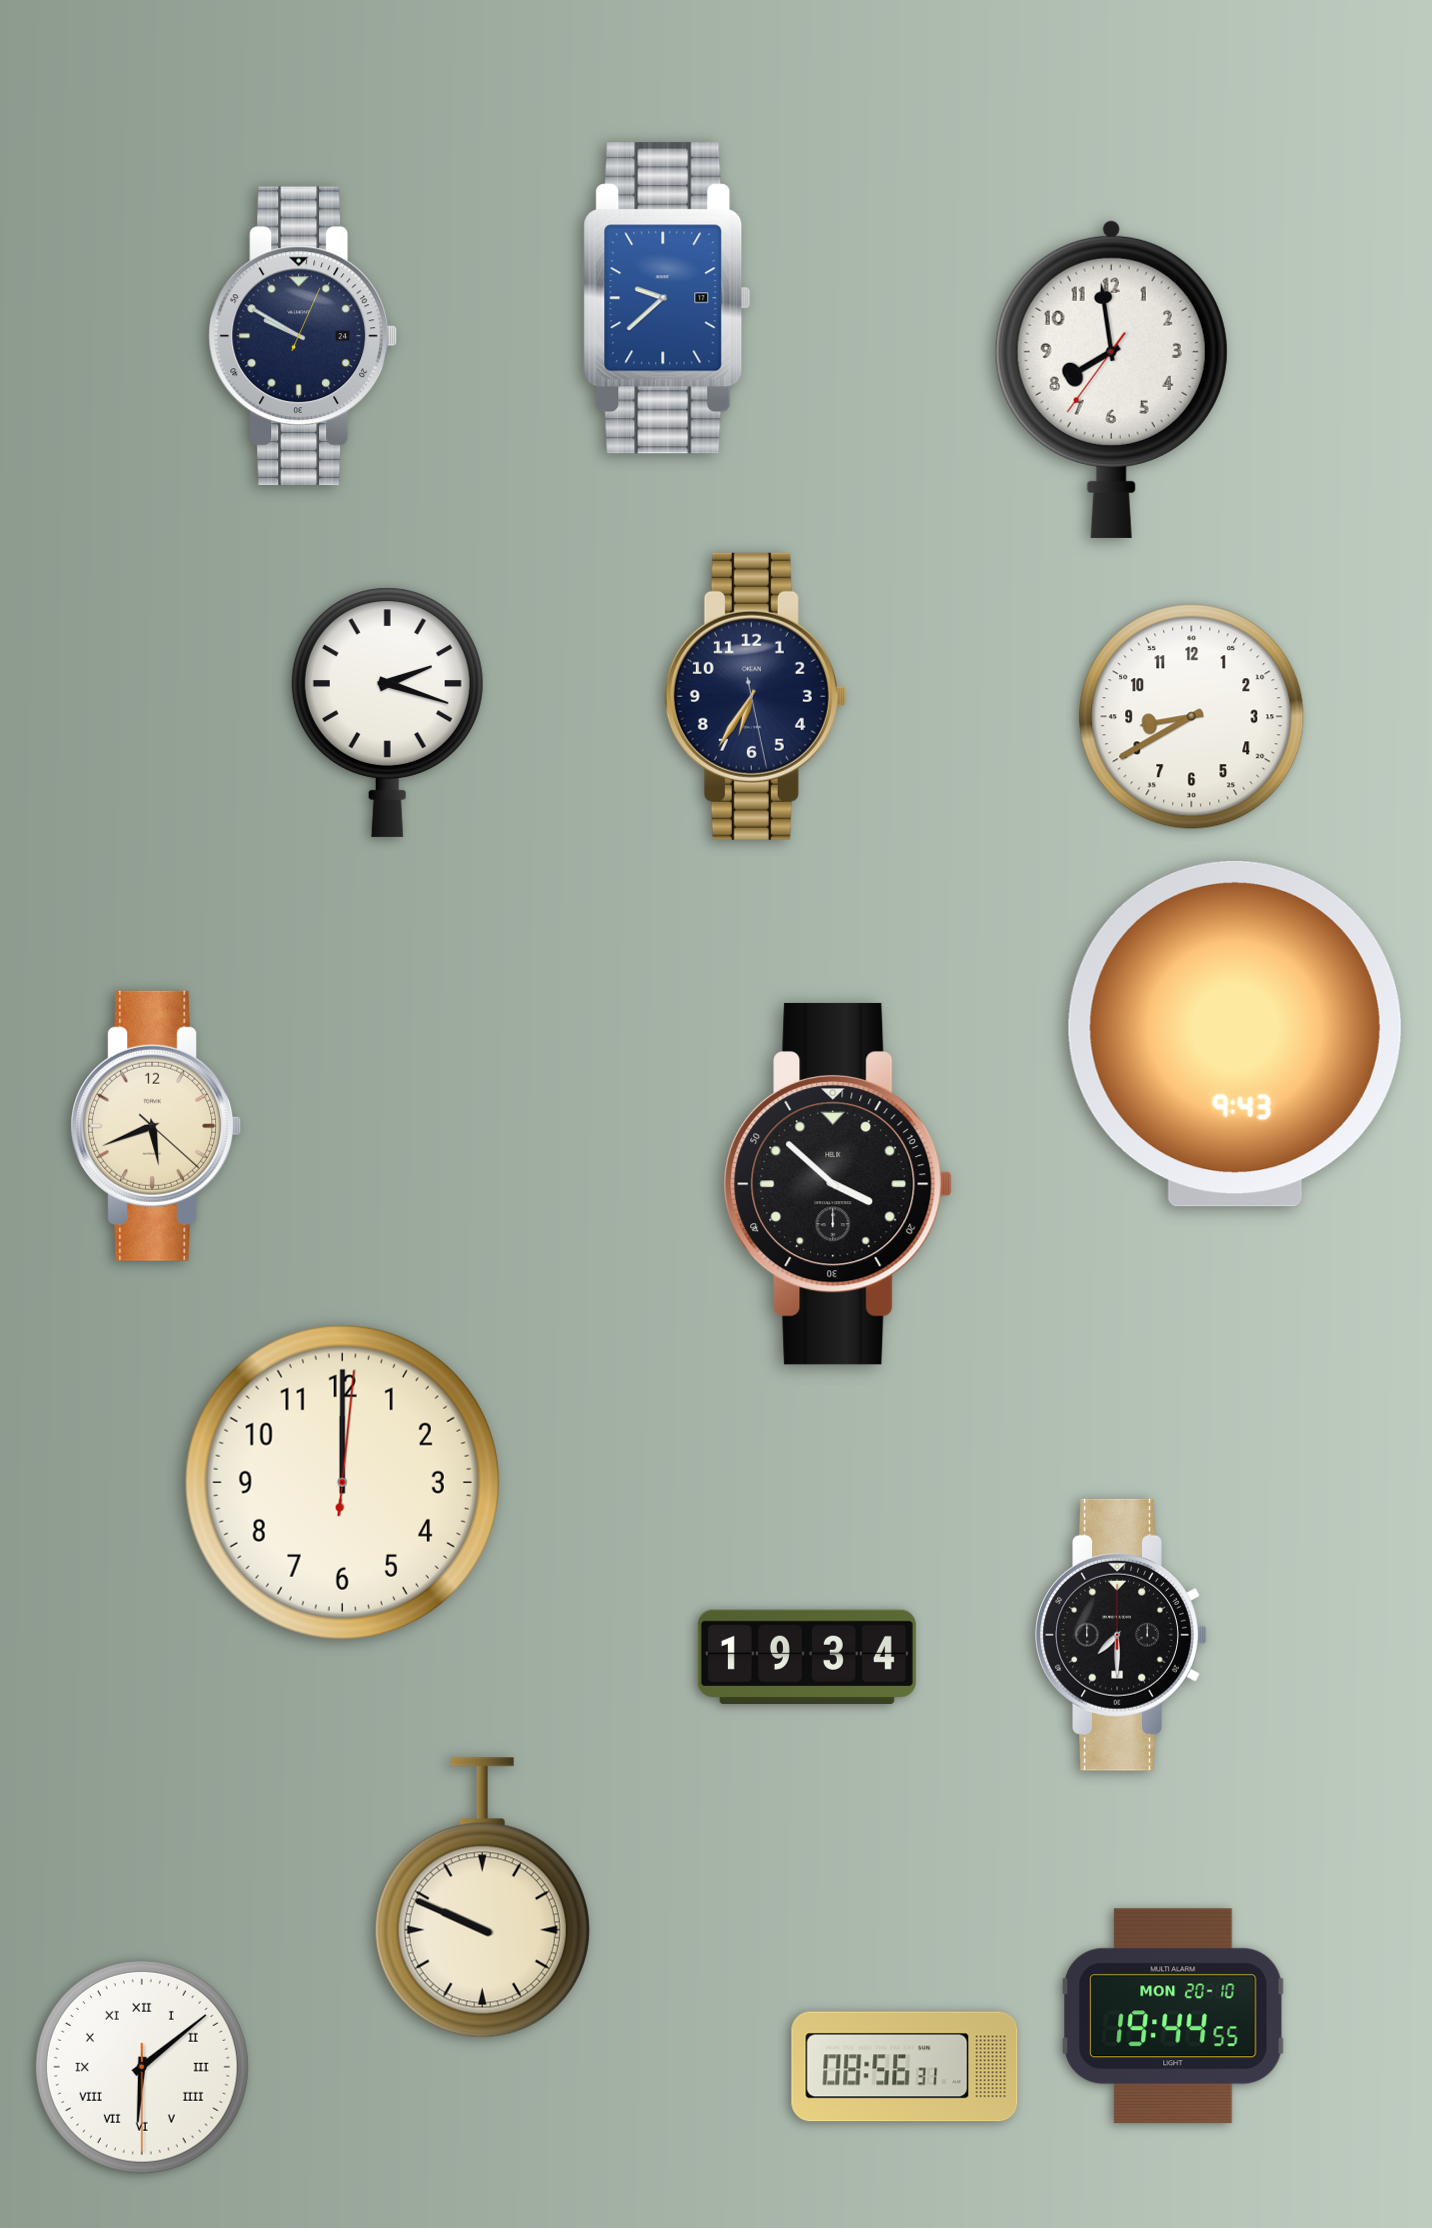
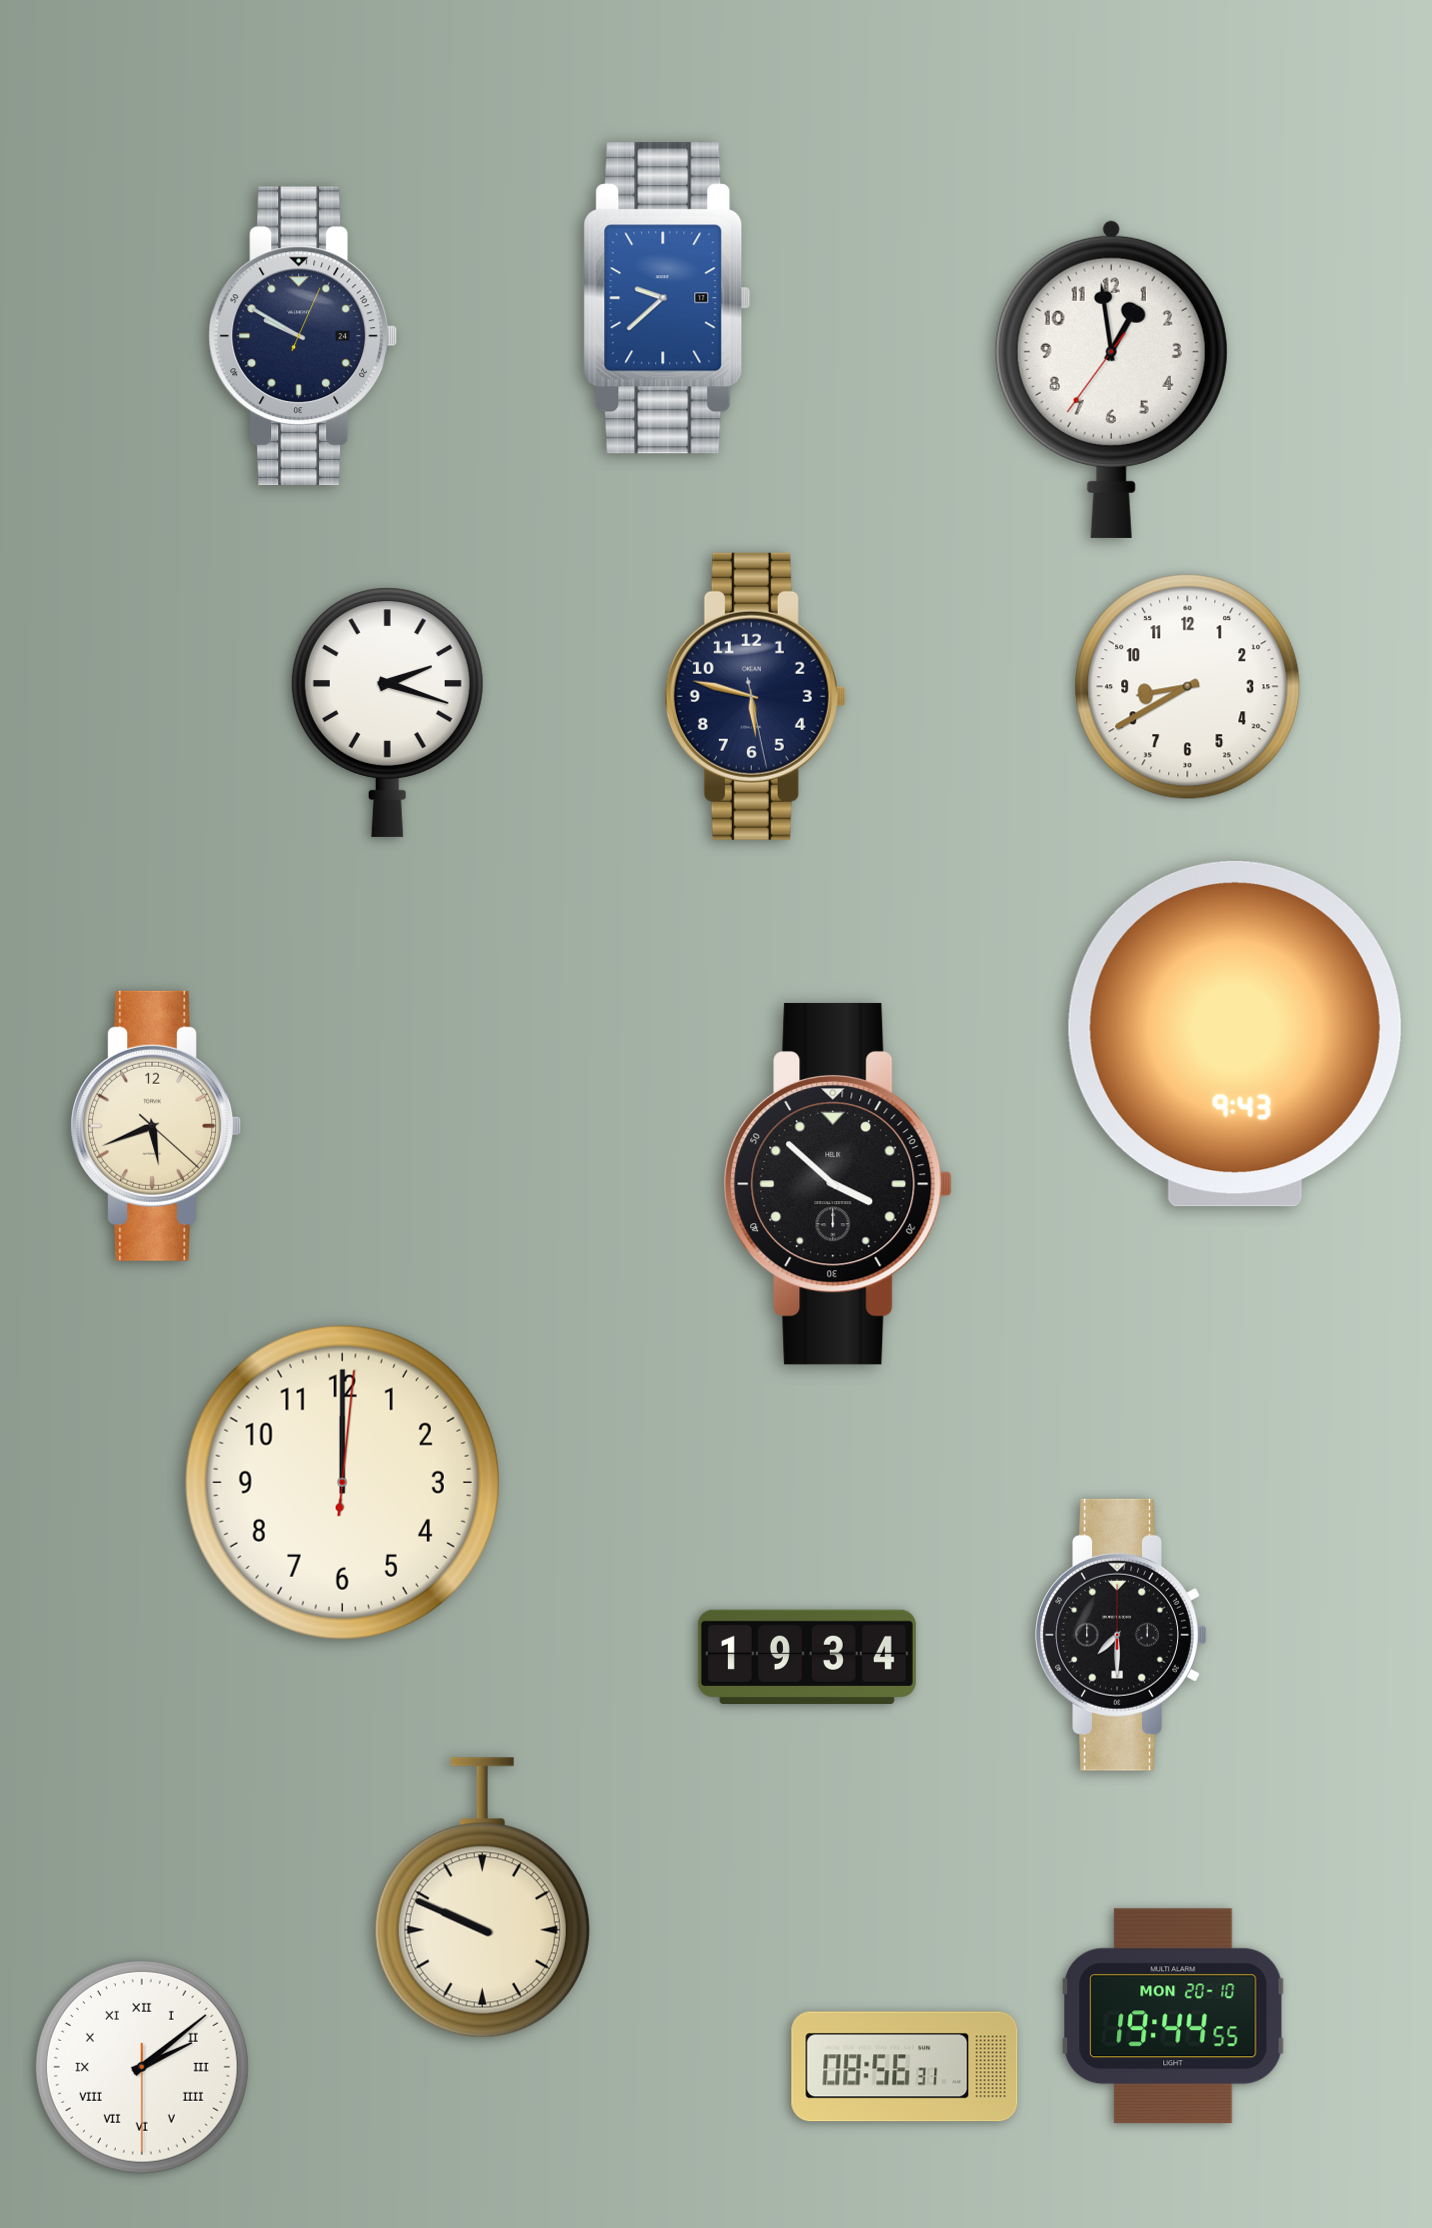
clock at (1111, 379): 7:58 -> 12:58
clock at (755, 696): 6:35 -> 5:47
clock at (1192, 717) position: (1192, 717) -> (1188, 687)
clock at (142, 2067): 6:08 -> 2:08
